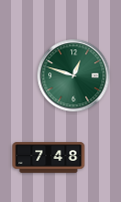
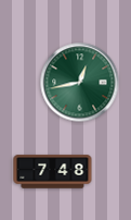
clock at (74, 76): 12:48 -> 12:43
